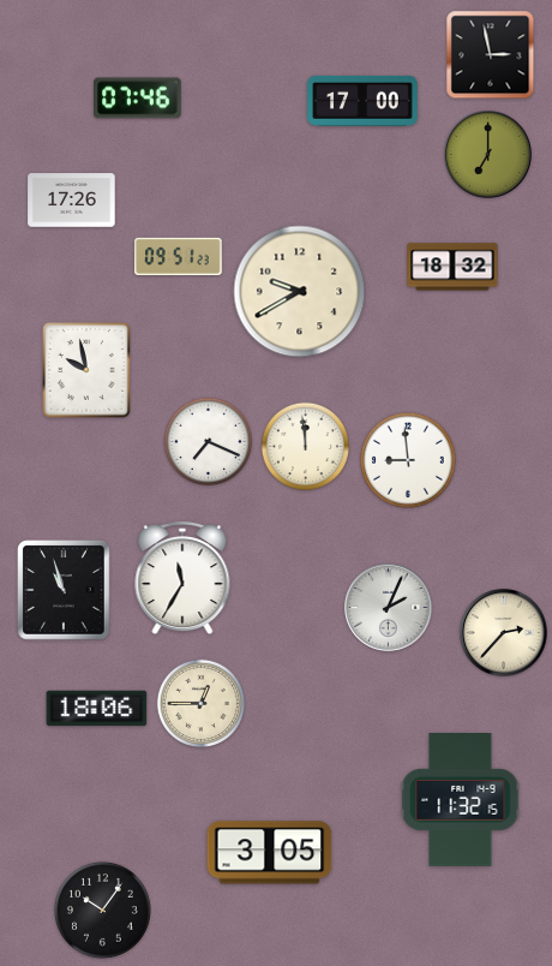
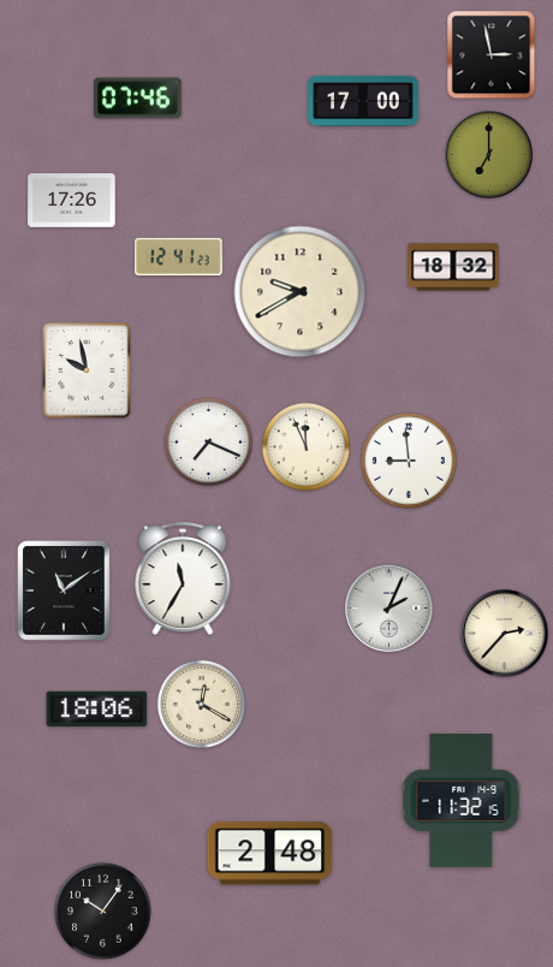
clock at (179, 256): 09:51 -> 12:41
clock at (305, 446): 11:59 -> 11:56
clock at (64, 590): 10:57 -> 11:09
clock at (200, 703): 12:45 -> 12:20
clock at (270, 853): 3:05 -> 2:48
